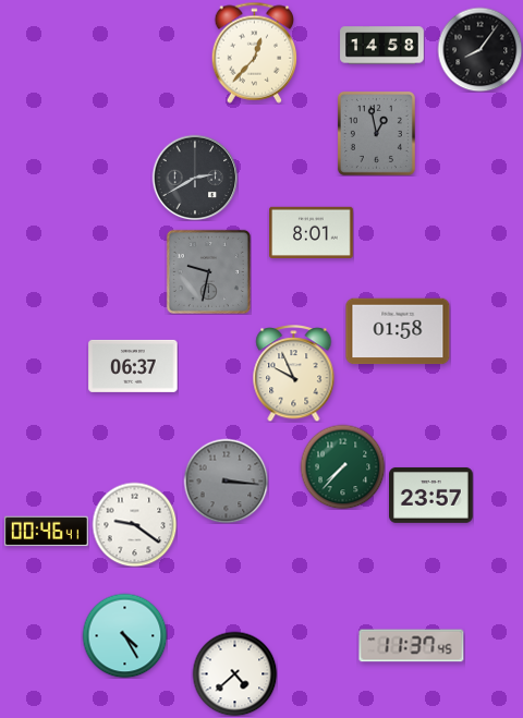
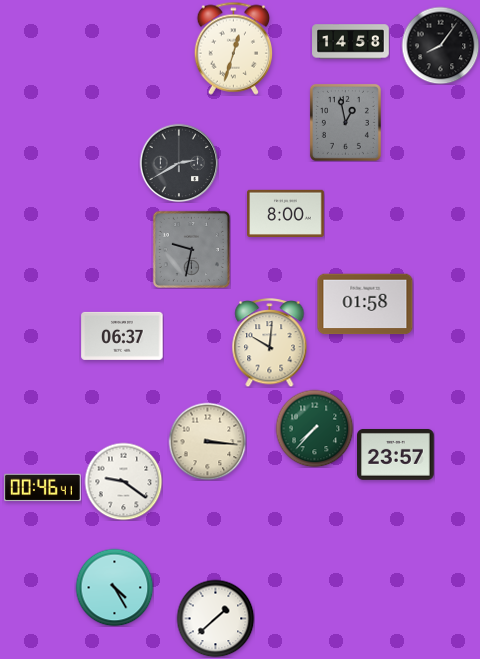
clock at (254, 52): 12:37 -> 12:33
clock at (312, 232): 8:01 -> 8:00
clock at (294, 374): 9:56 -> 10:01
clock at (226, 480) dial: grey -> cream
clock at (124, 635) position: (124, 635) -> (114, 587)
clock at (412, 646): 11:37 -> none
clock at (234, 673): 4:38 -> 1:38
